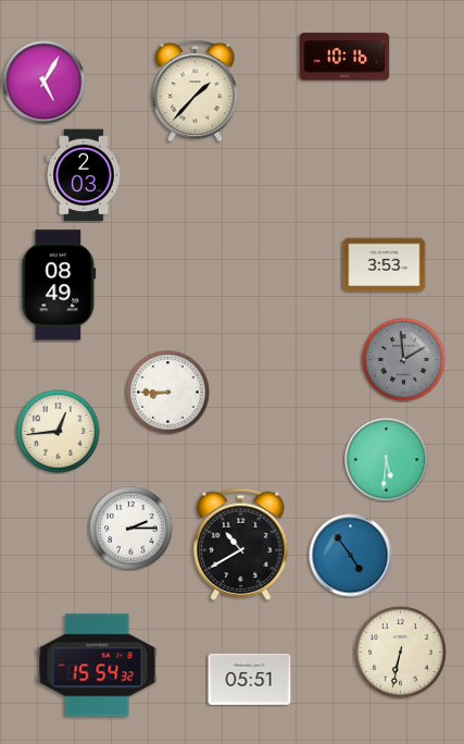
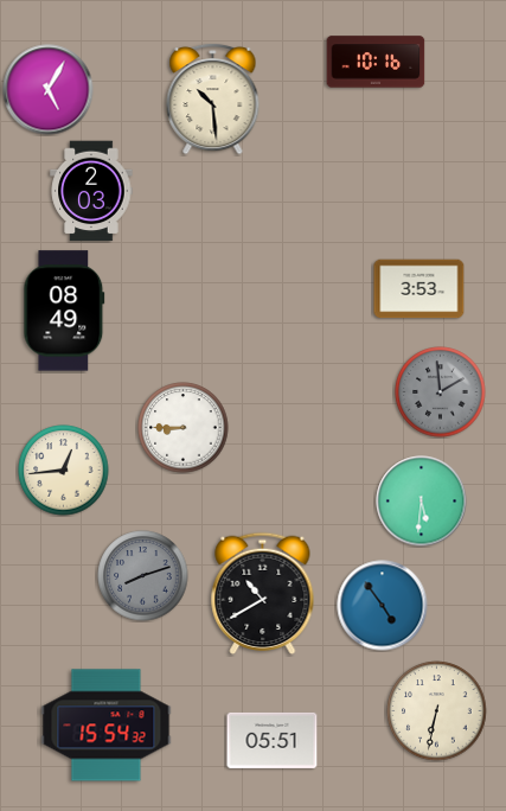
clock at (196, 90): 1:37 -> 10:29
clock at (131, 529): 2:15 -> 8:12
clock at (131, 529) dial: white -> grey
